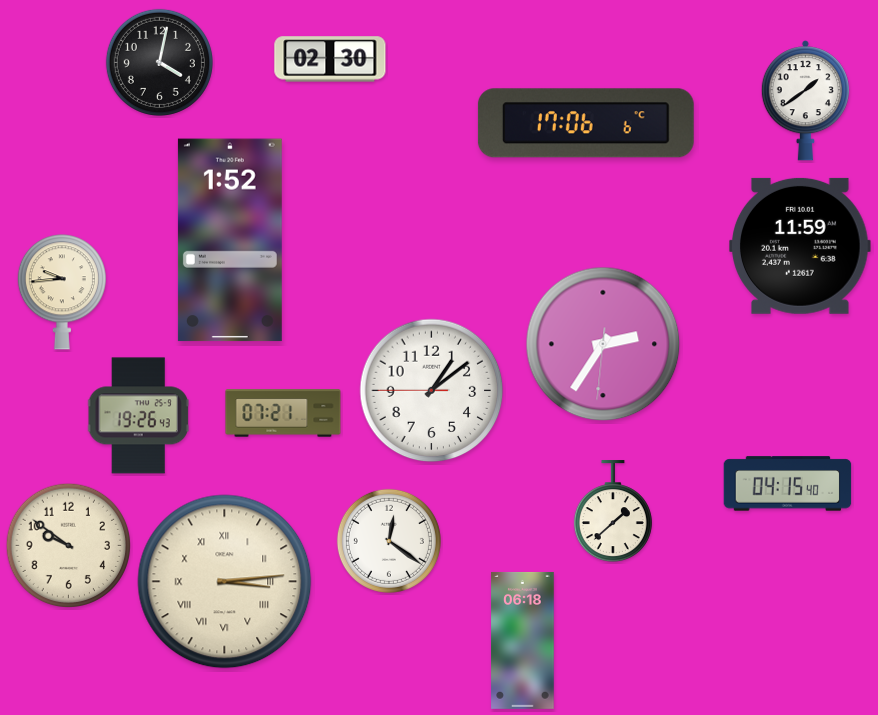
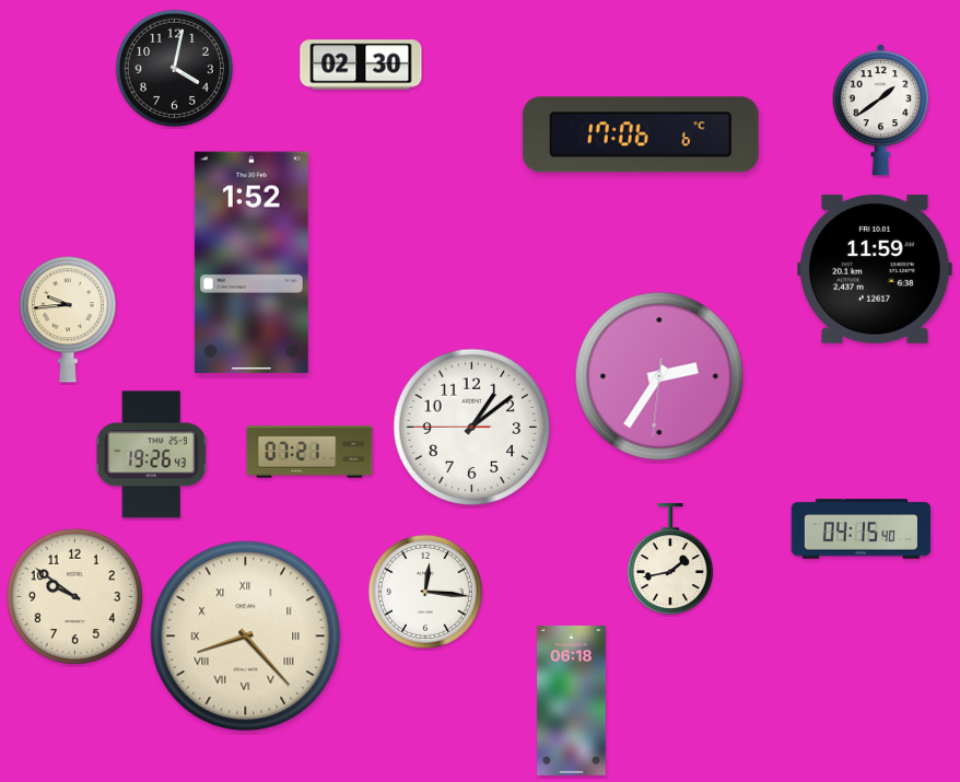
clock at (613, 512): 1:38 -> 1:43
clock at (389, 541): 12:21 -> 12:16
clock at (225, 582): 3:14 -> 8:23
